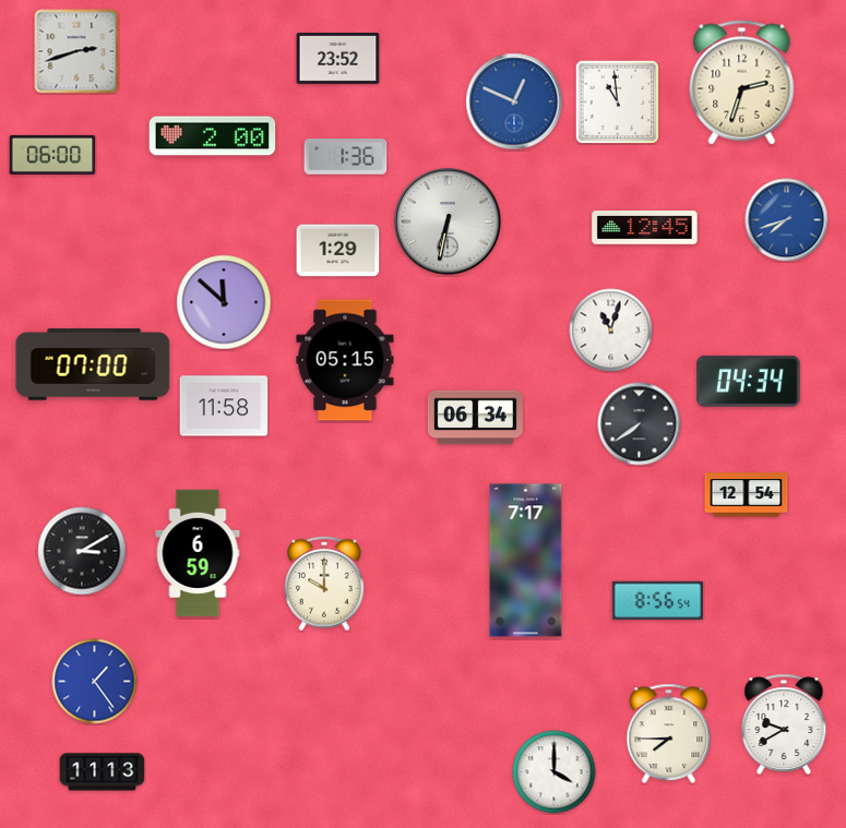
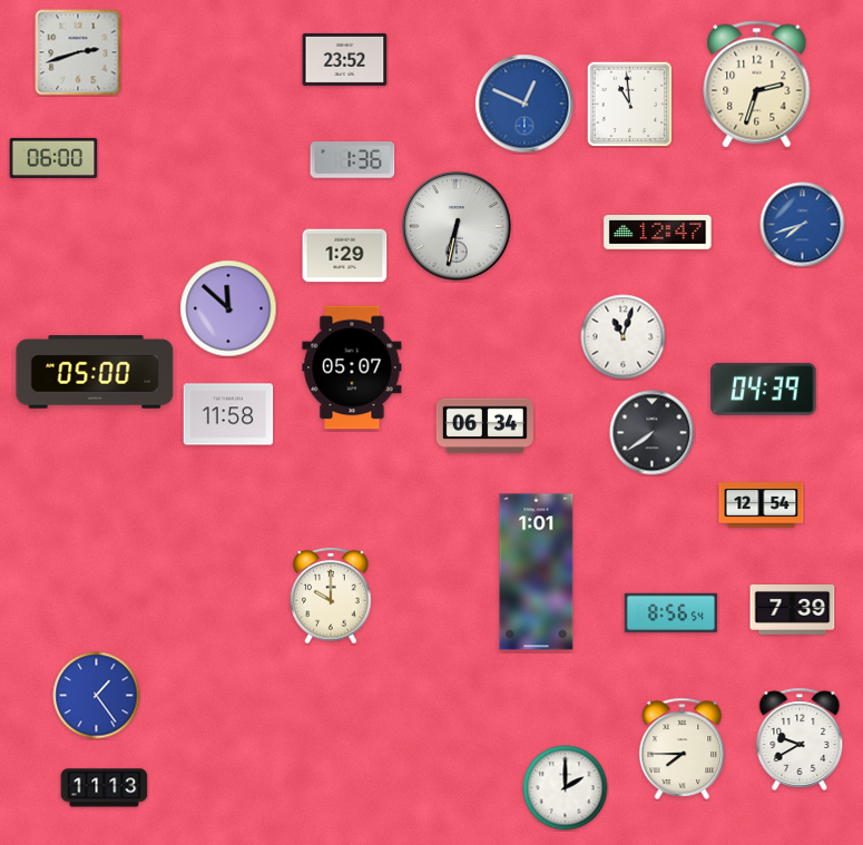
clock at (213, 136): 2:00 -> none
clock at (645, 228): 12:45 -> 12:47
clock at (345, 360): 05:15 -> 05:07
clock at (93, 364): 07:00 -> 05:00
clock at (749, 381): 04:34 -> 04:39
clock at (82, 551): 3:10 -> none
clock at (198, 553): 6:59 -> none
clock at (526, 561): 7:17 -> 1:01
clock at (793, 610): none -> 7:39
clock at (555, 772): 4:00 -> 2:00
